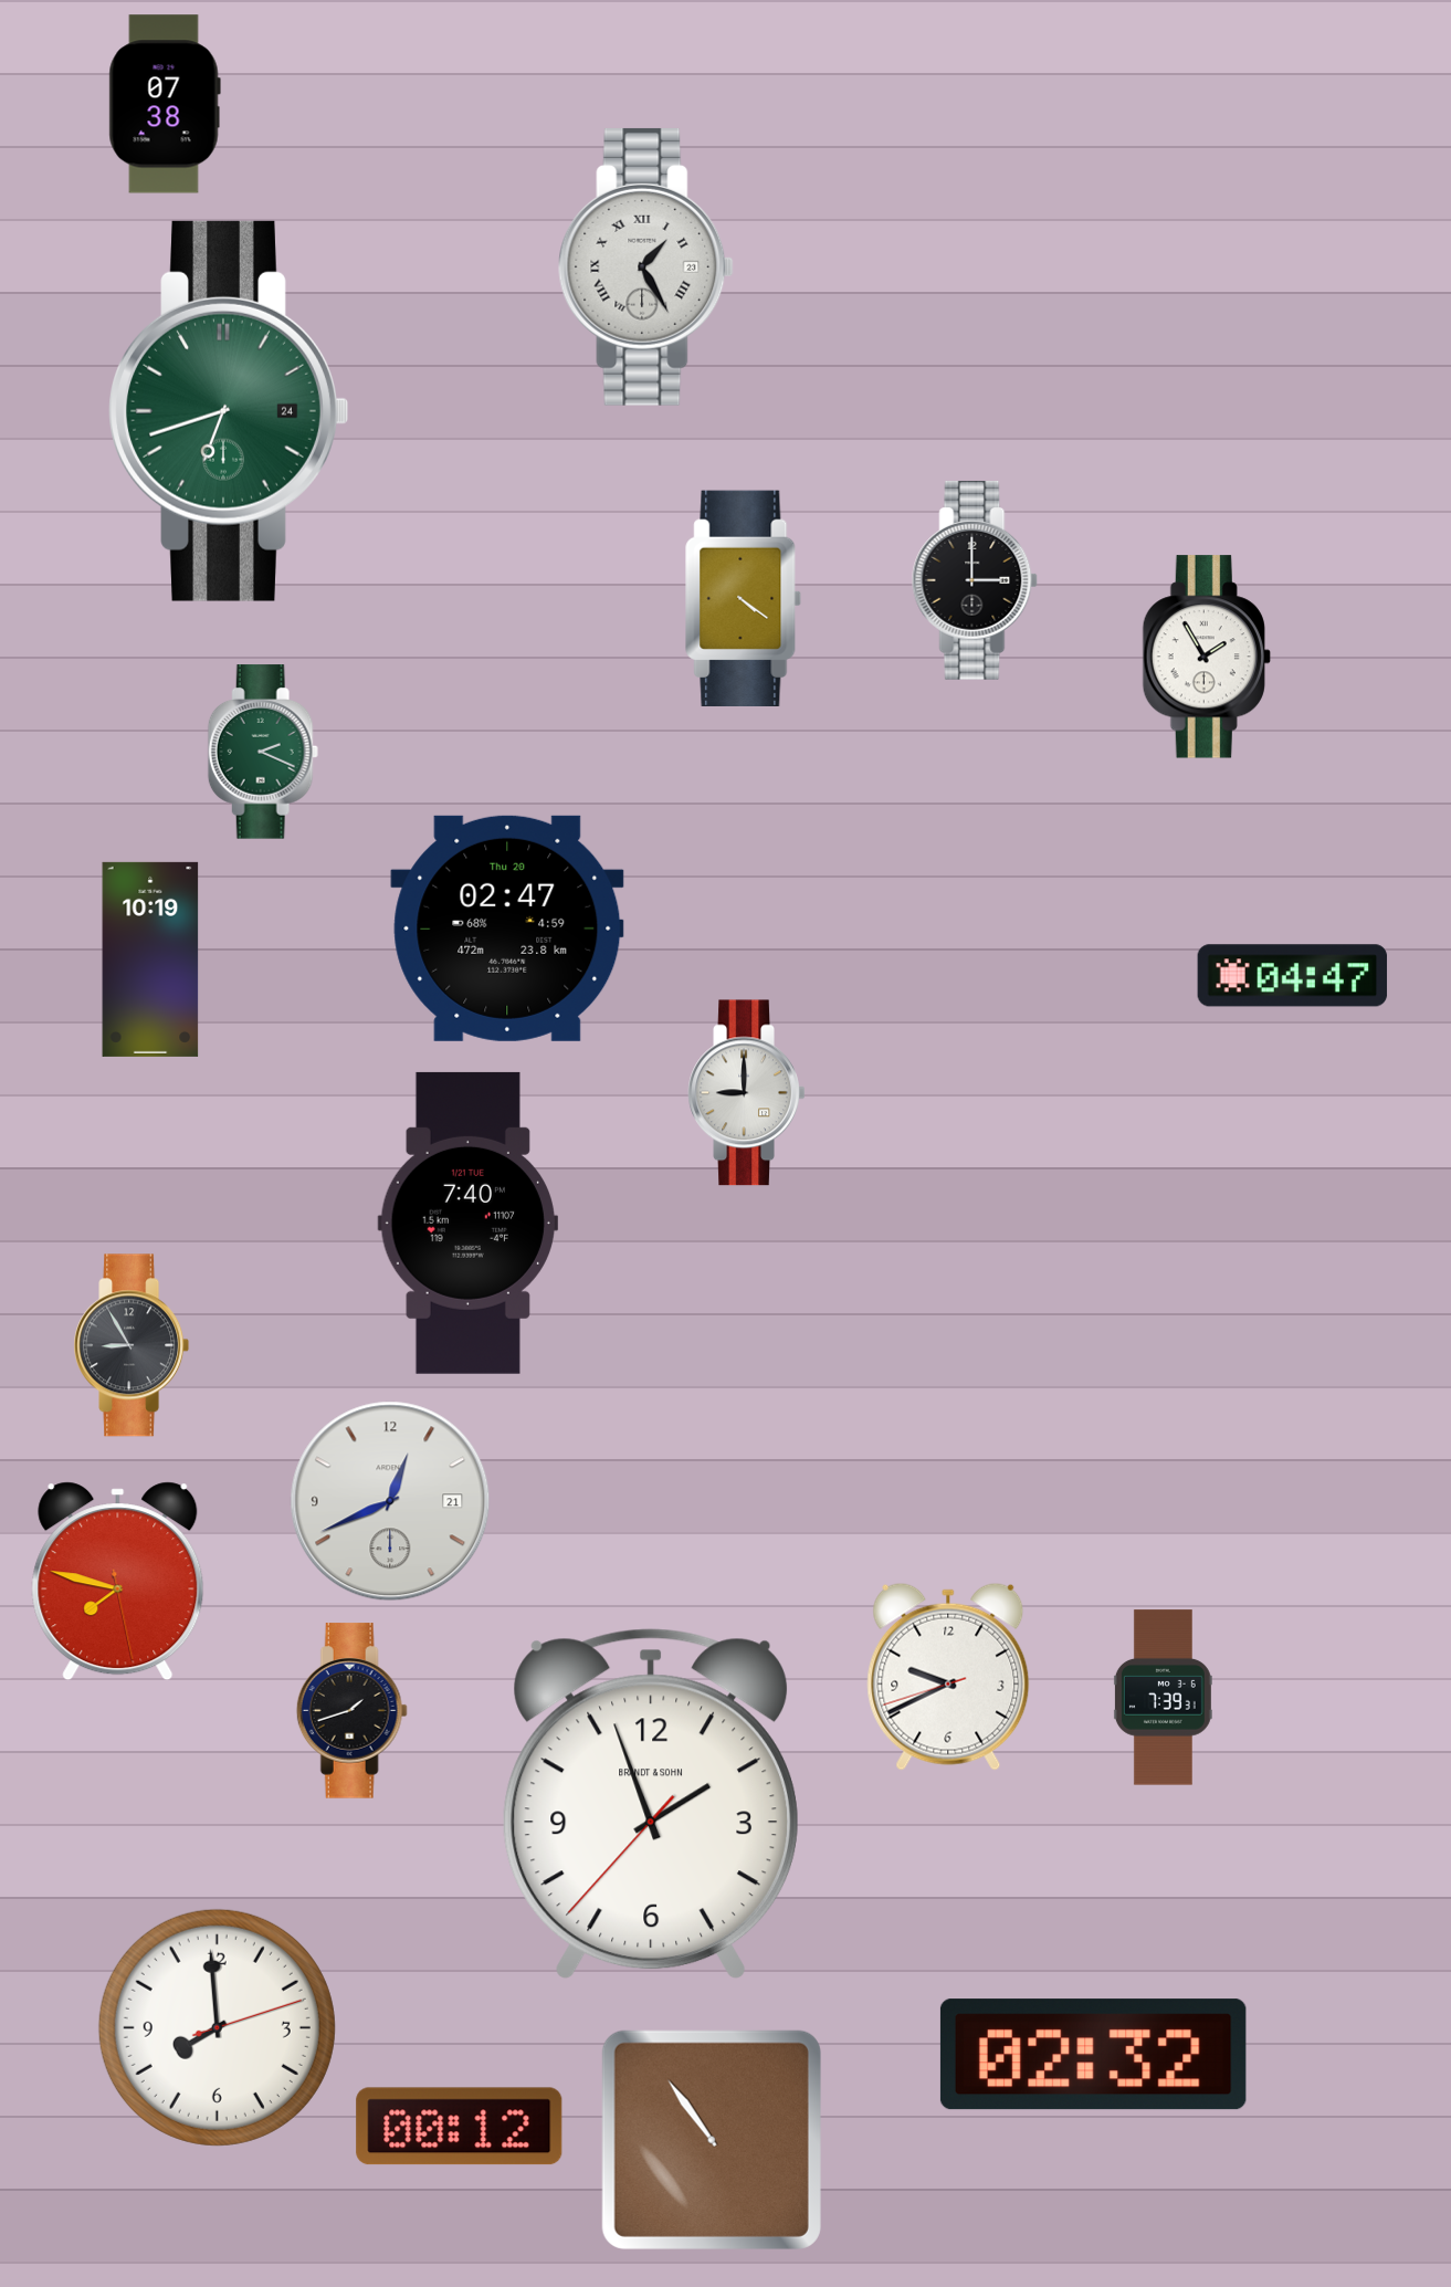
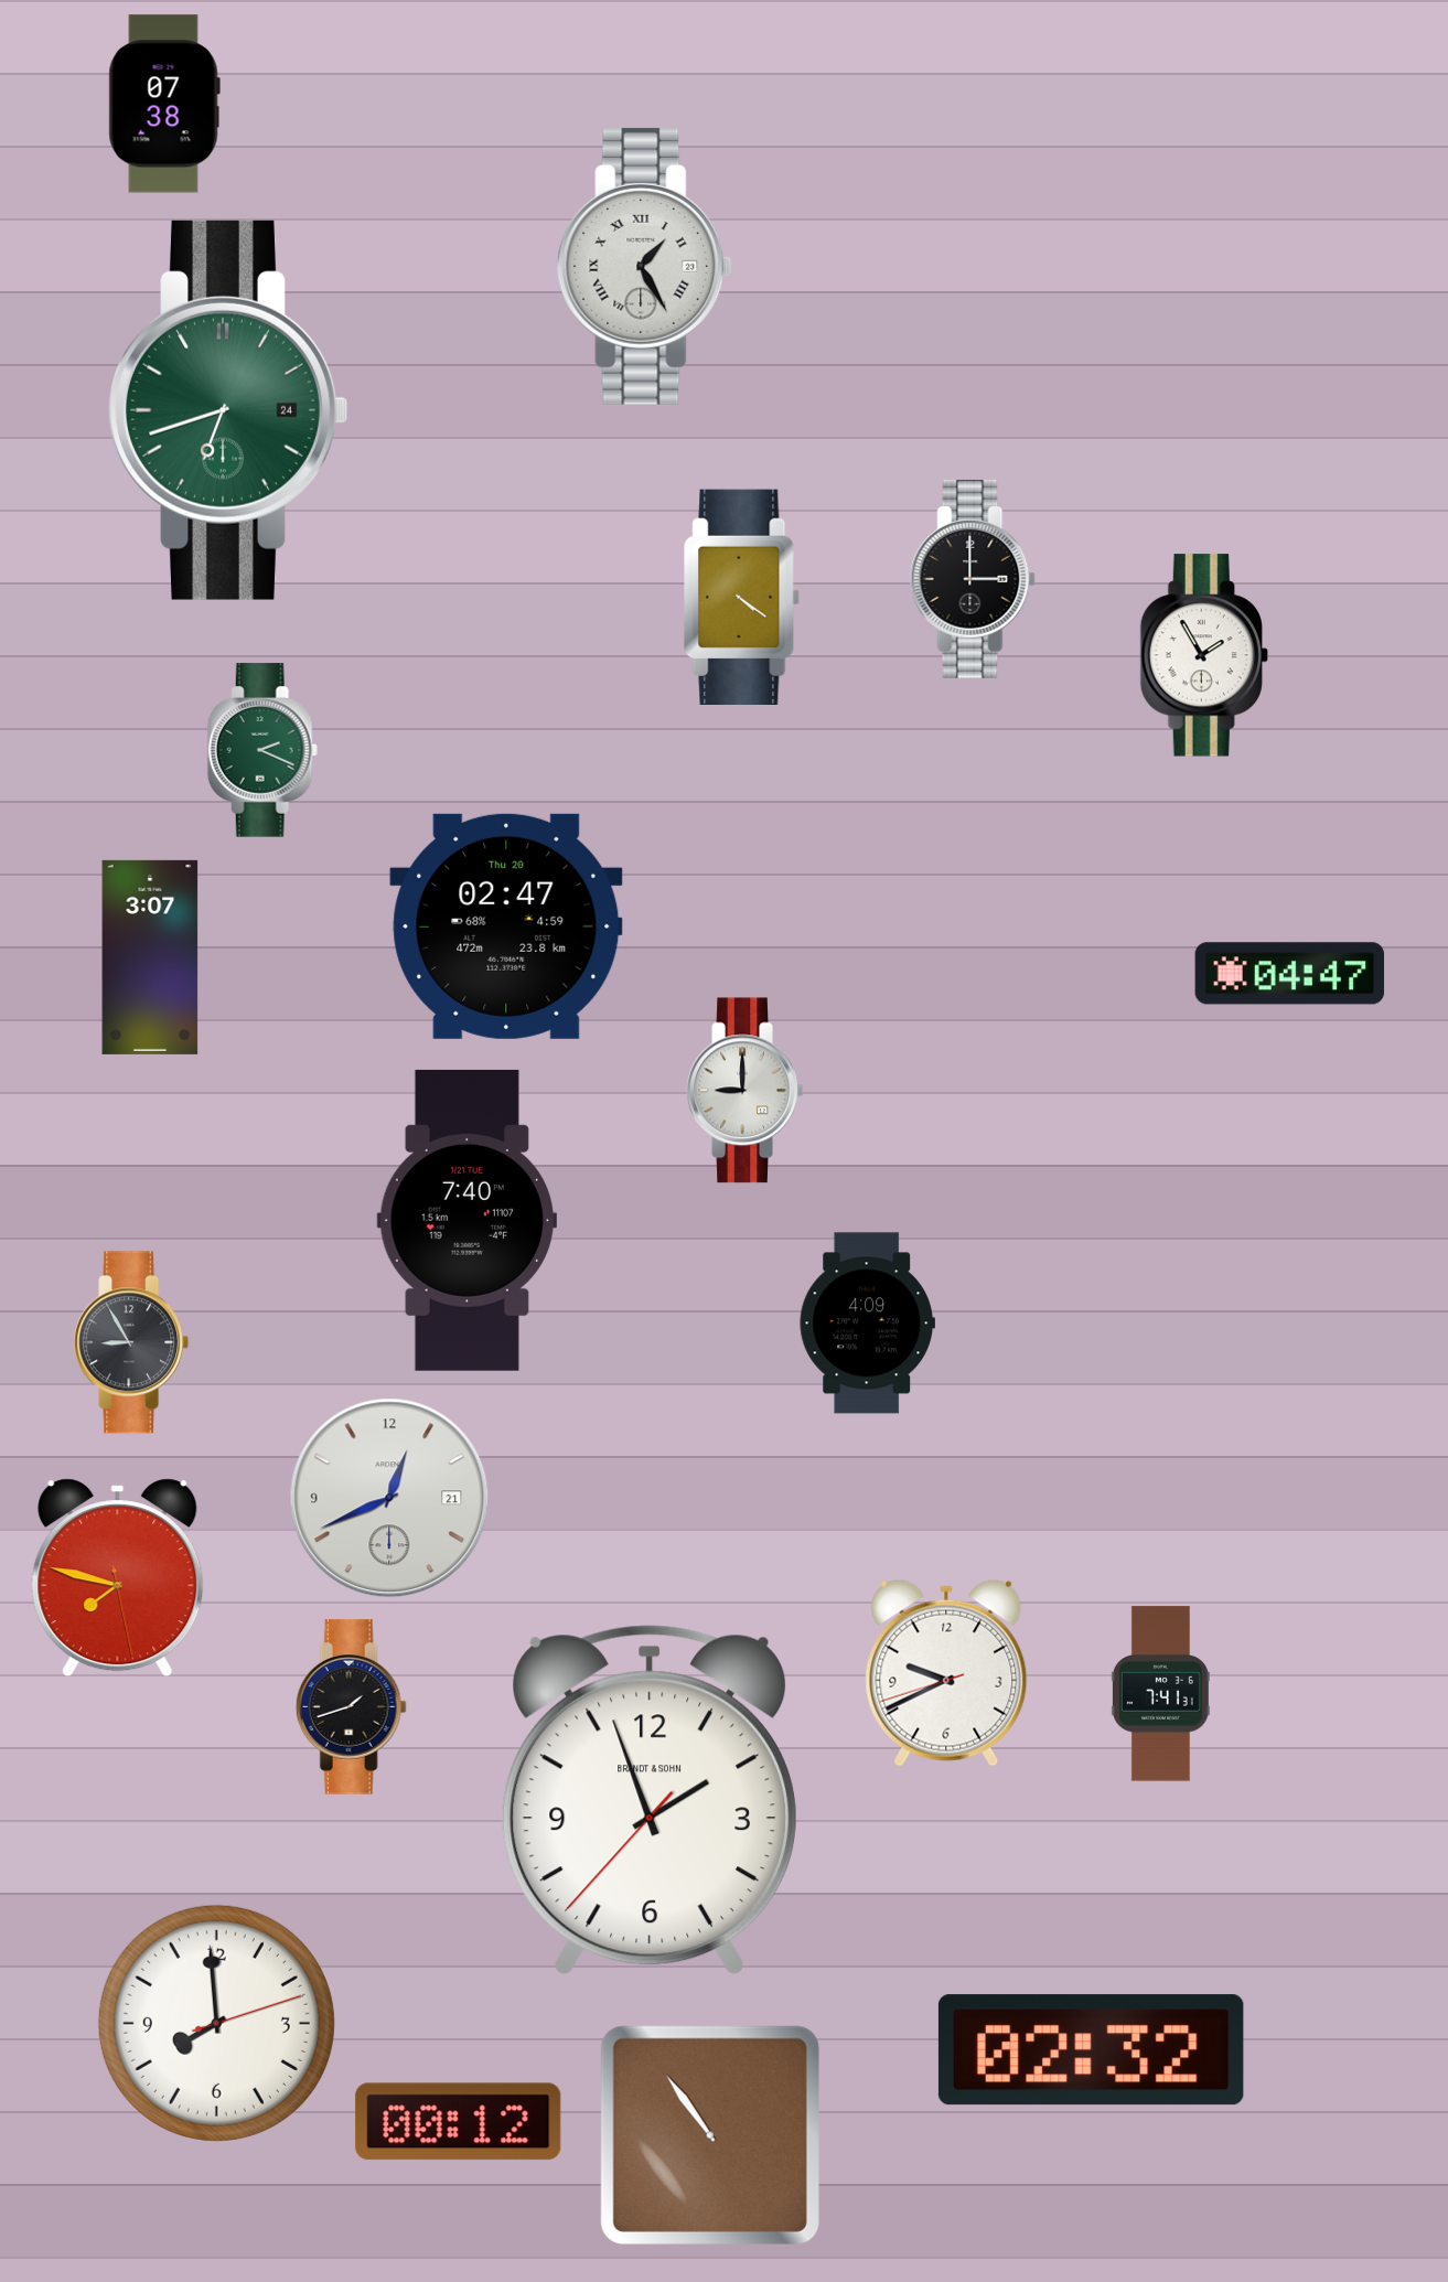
clock at (150, 959): 10:19 -> 3:07
clock at (867, 1324): none -> 4:09
clock at (1163, 1698): 7:39 -> 7:41
